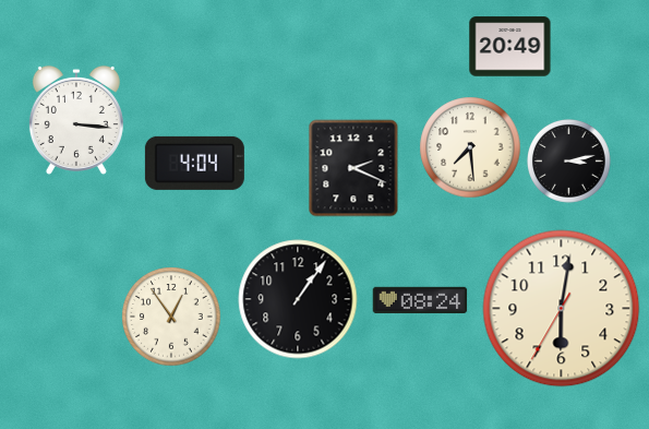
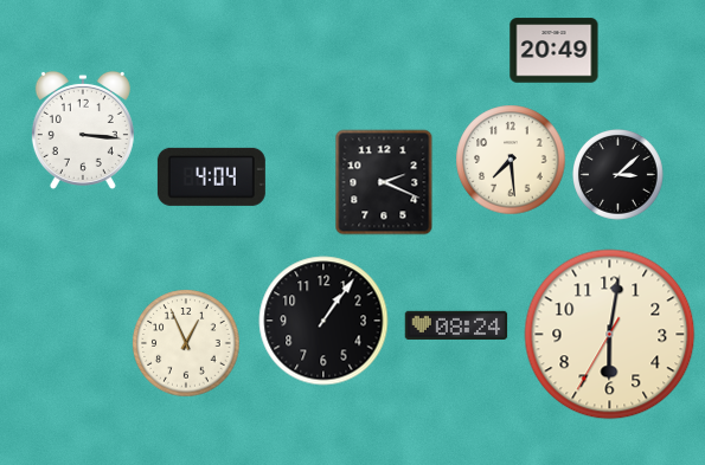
clock at (569, 162): 3:13 -> 3:08
clock at (298, 299) position: (298, 299) -> (323, 321)
clock at (171, 317): 12:54 -> 12:56
